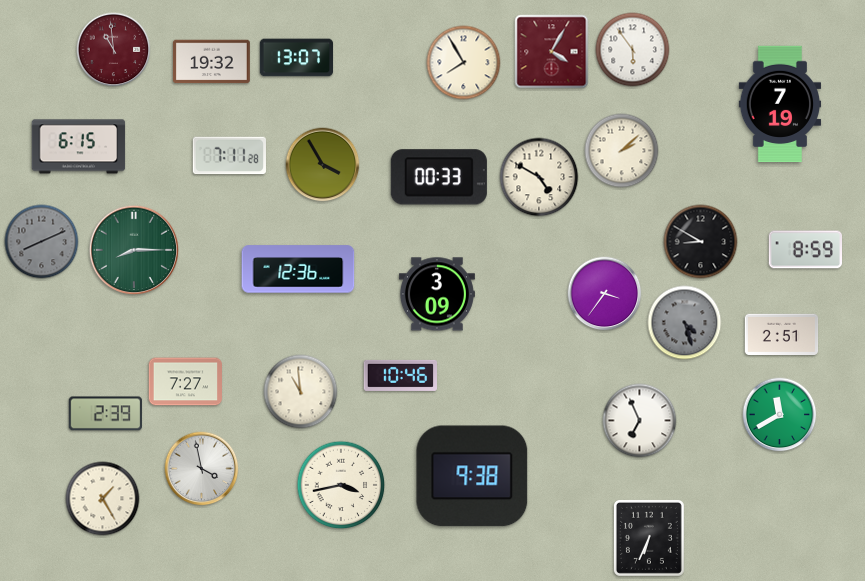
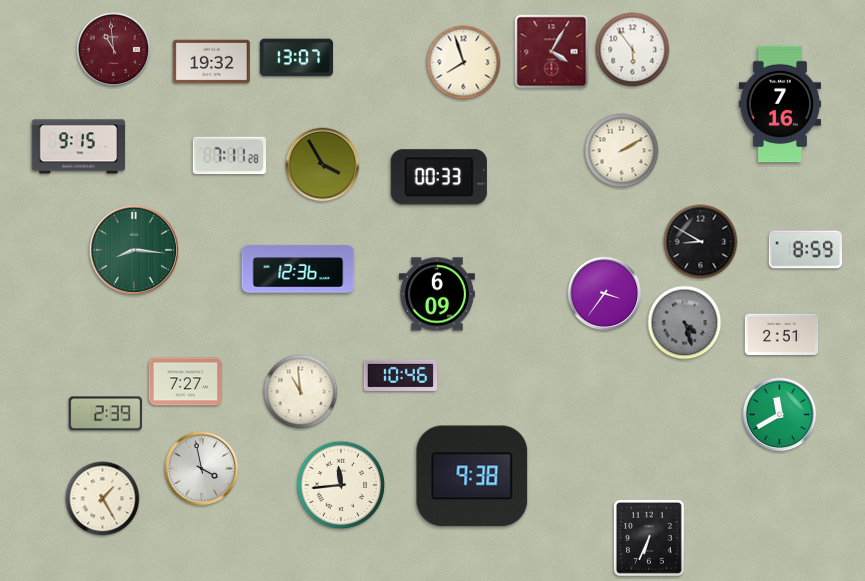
clock at (464, 63): 7:55 -> 7:57
clock at (780, 104): 7:19 -> 7:16
clock at (79, 147): 6:15 -> 9:15
clock at (622, 151): 2:08 -> 2:10
clock at (539, 177): 4:50 -> none
clock at (42, 242): 8:11 -> none
clock at (134, 250): 8:15 -> 8:16
clock at (437, 294): 3:09 -> 6:09
clock at (640, 421): 6:56 -> none
clock at (341, 485): 3:43 -> 11:44
